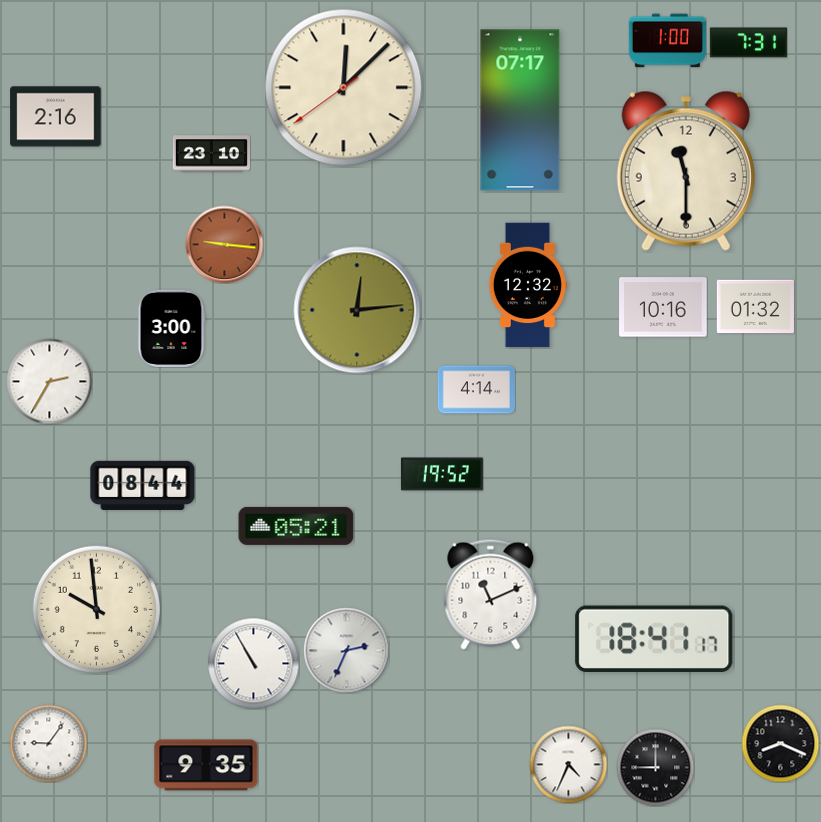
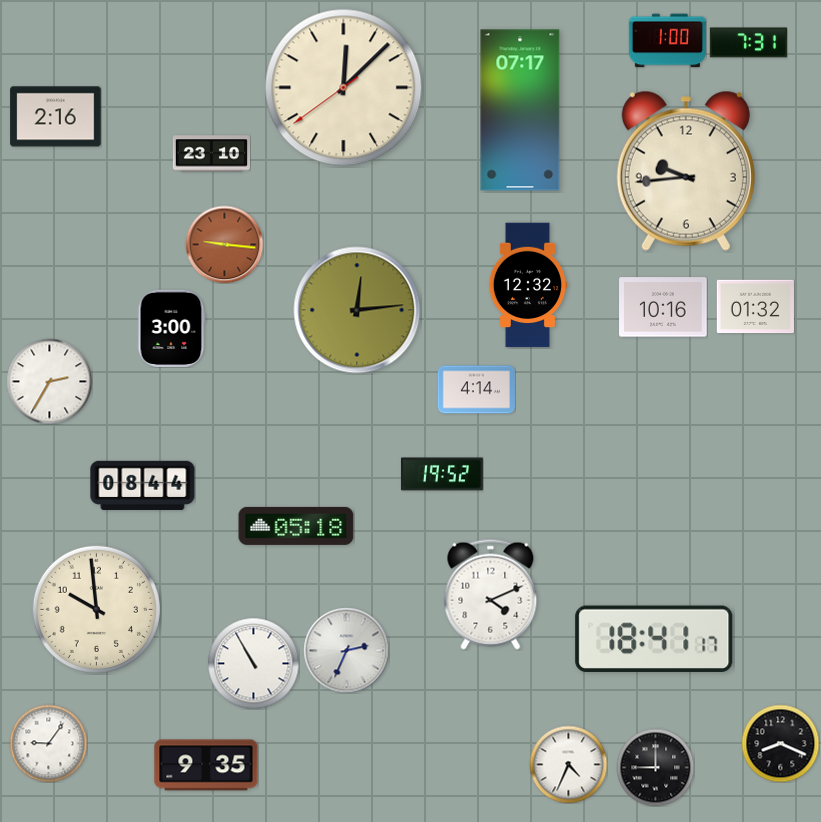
clock at (686, 171): 11:30 -> 9:44
clock at (296, 526): 05:21 -> 05:18
clock at (491, 594): 11:11 -> 4:11
